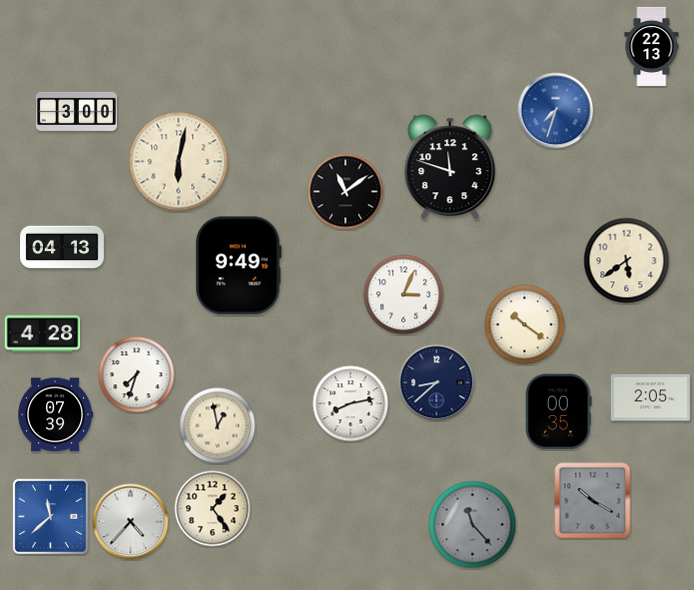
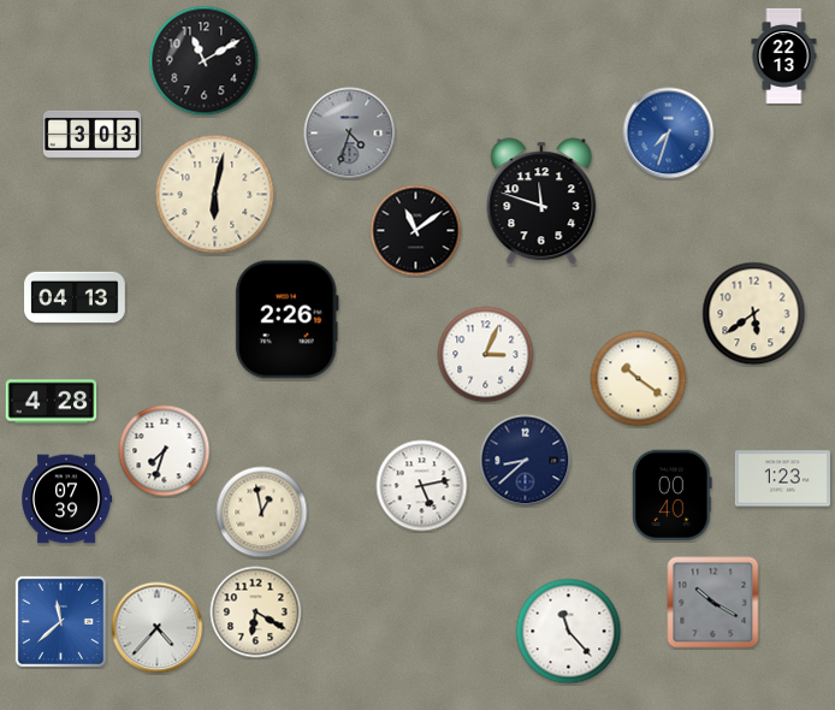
clock at (205, 61): none -> 11:10
clock at (76, 111): 3:00 -> 3:03
clock at (350, 134): none -> 4:33
clock at (238, 266): 9:49 -> 2:26
clock at (525, 325) position: (525, 325) -> (639, 379)
clock at (650, 398): 2:05 -> 1:23
clock at (351, 404): 8:13 -> 5:13
clock at (559, 412): 00:35 -> 00:40
clock at (213, 509): 1:24 -> 6:20
clock at (473, 525) dial: grey -> white
